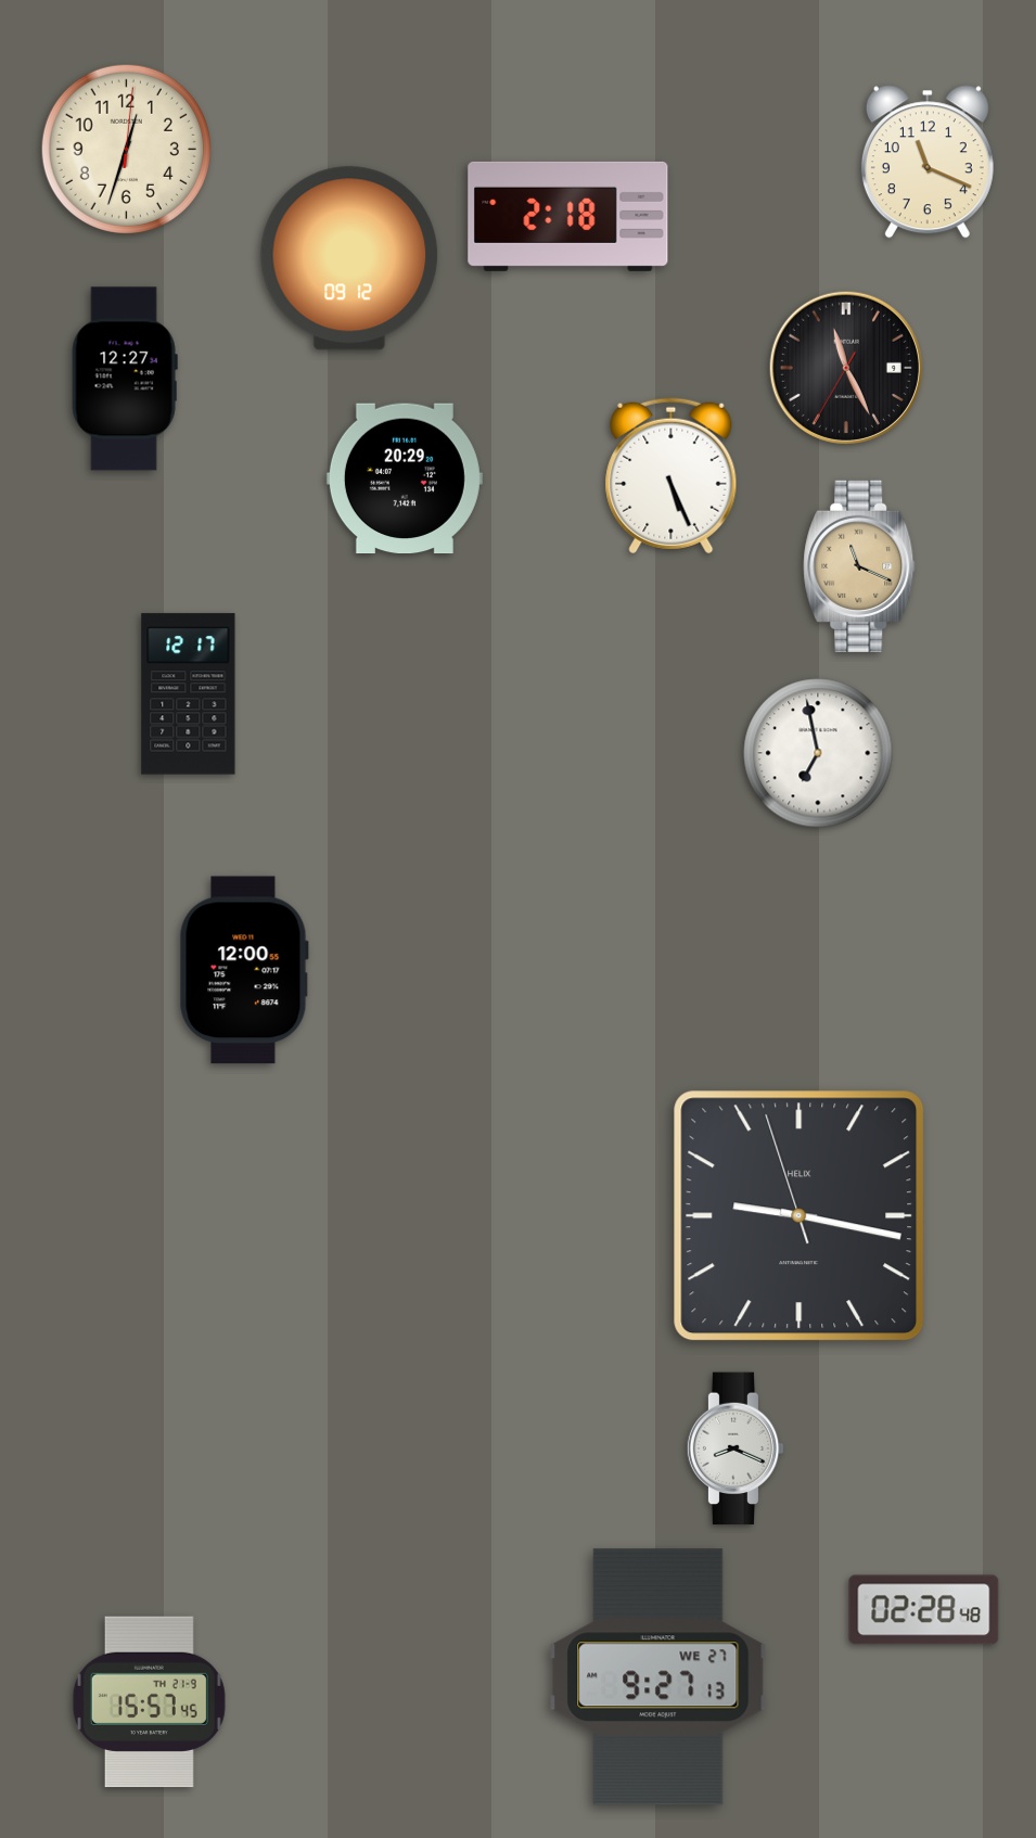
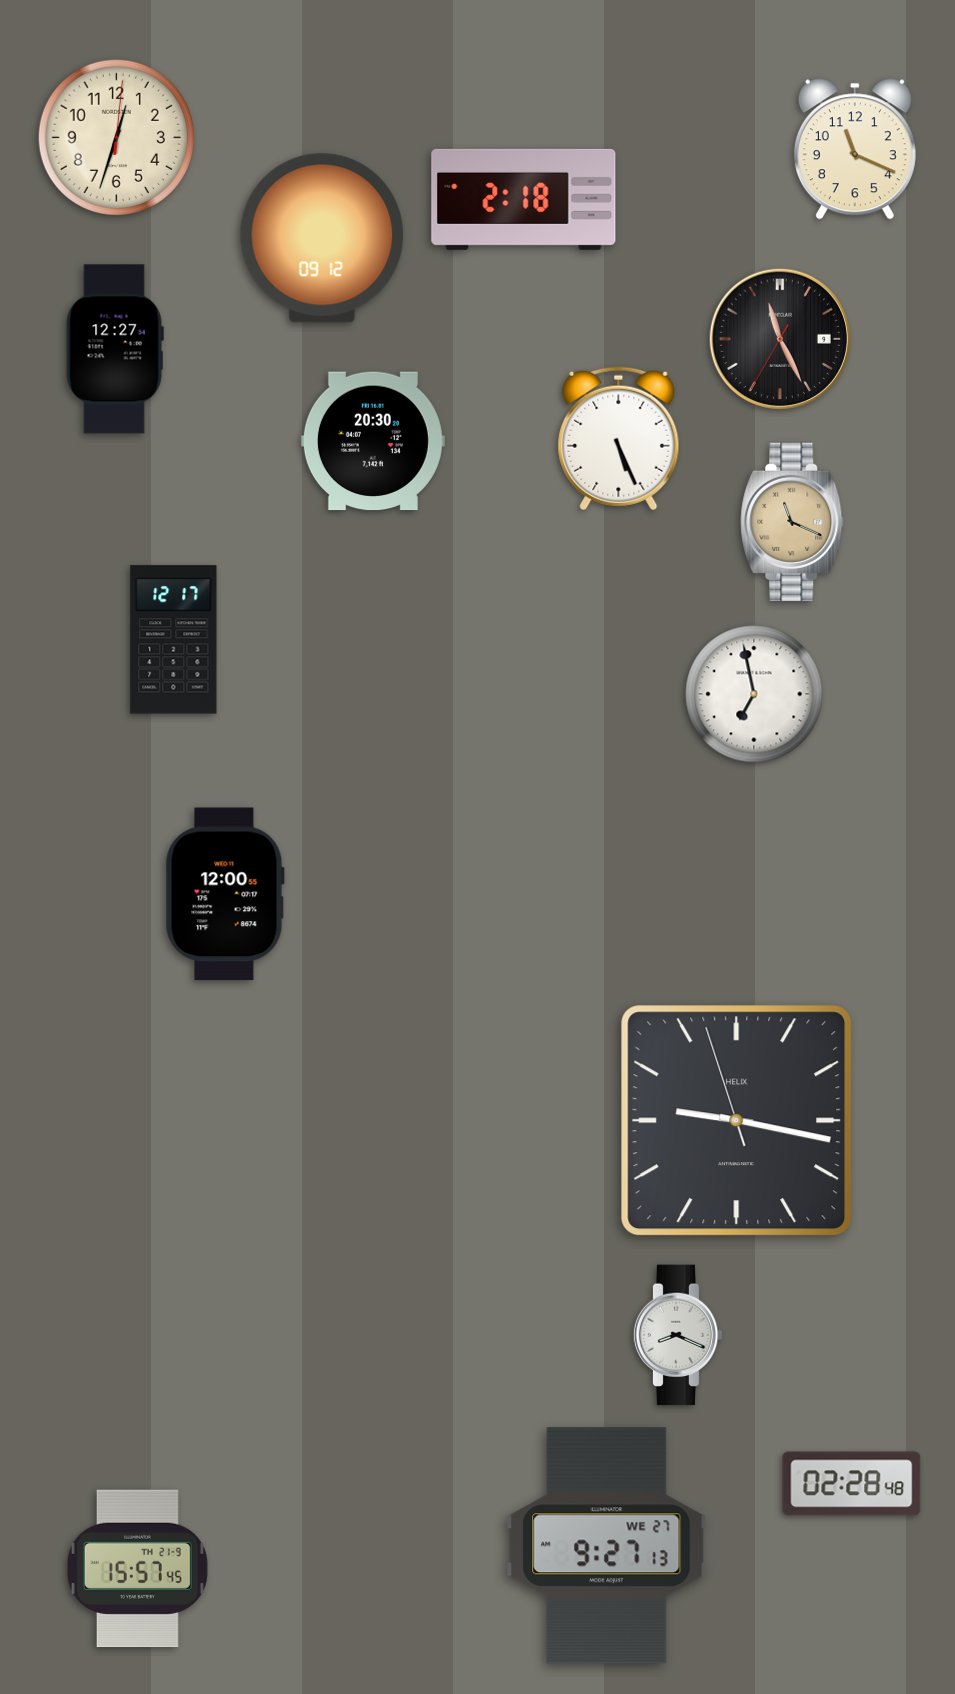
clock at (405, 478): 20:29 -> 20:30
